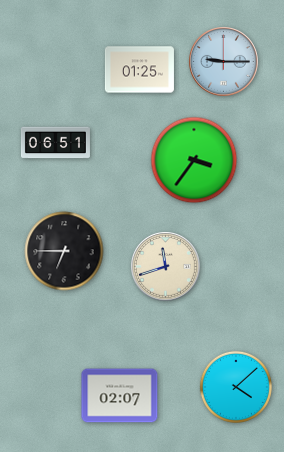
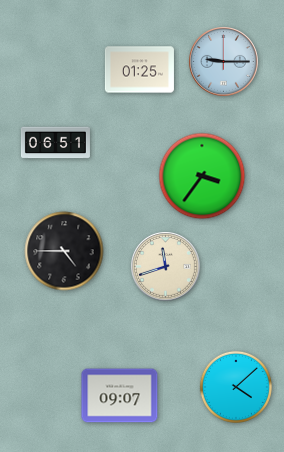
clock at (194, 160) position: (194, 160) -> (202, 176)
clock at (64, 251): 6:45 -> 4:45
clock at (120, 396): 02:07 -> 09:07
